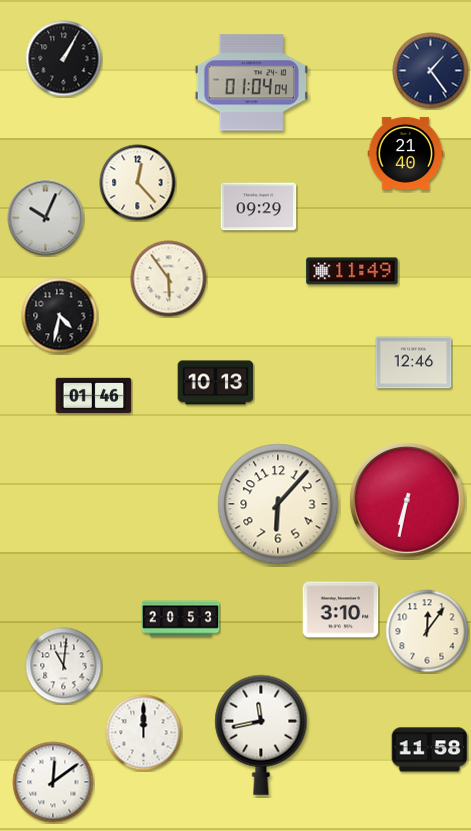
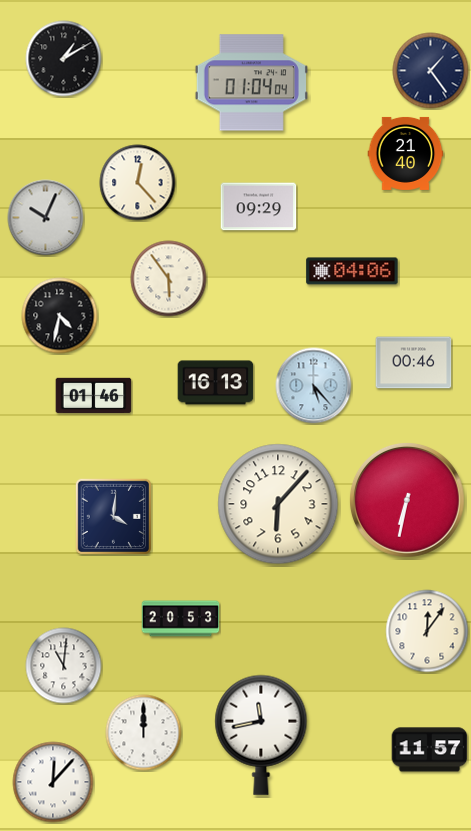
clock at (64, 59): 1:05 -> 1:10
clock at (352, 271): 11:49 -> 04:06
clock at (414, 363): 12:46 -> 00:46
clock at (216, 383): 10:13 -> 16:13
clock at (314, 386): none -> 5:23
clock at (113, 516): none -> 4:01
clock at (341, 610): 3:10 -> none
clock at (430, 750): 11:58 -> 11:57
clock at (53, 782): 12:09 -> 12:07
